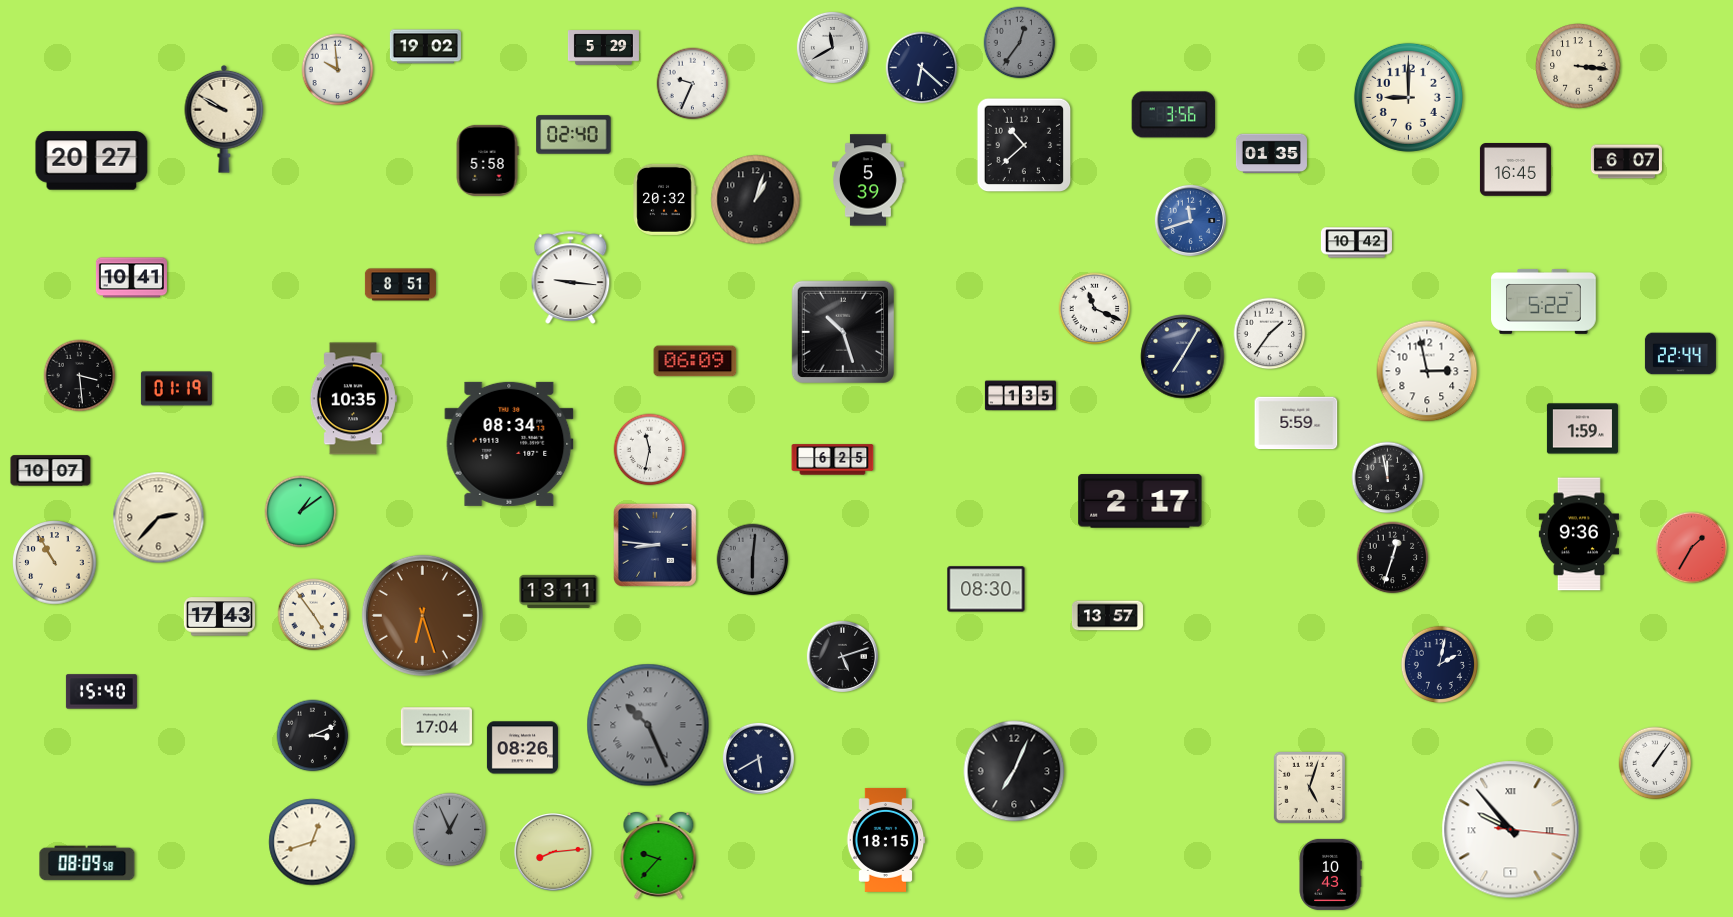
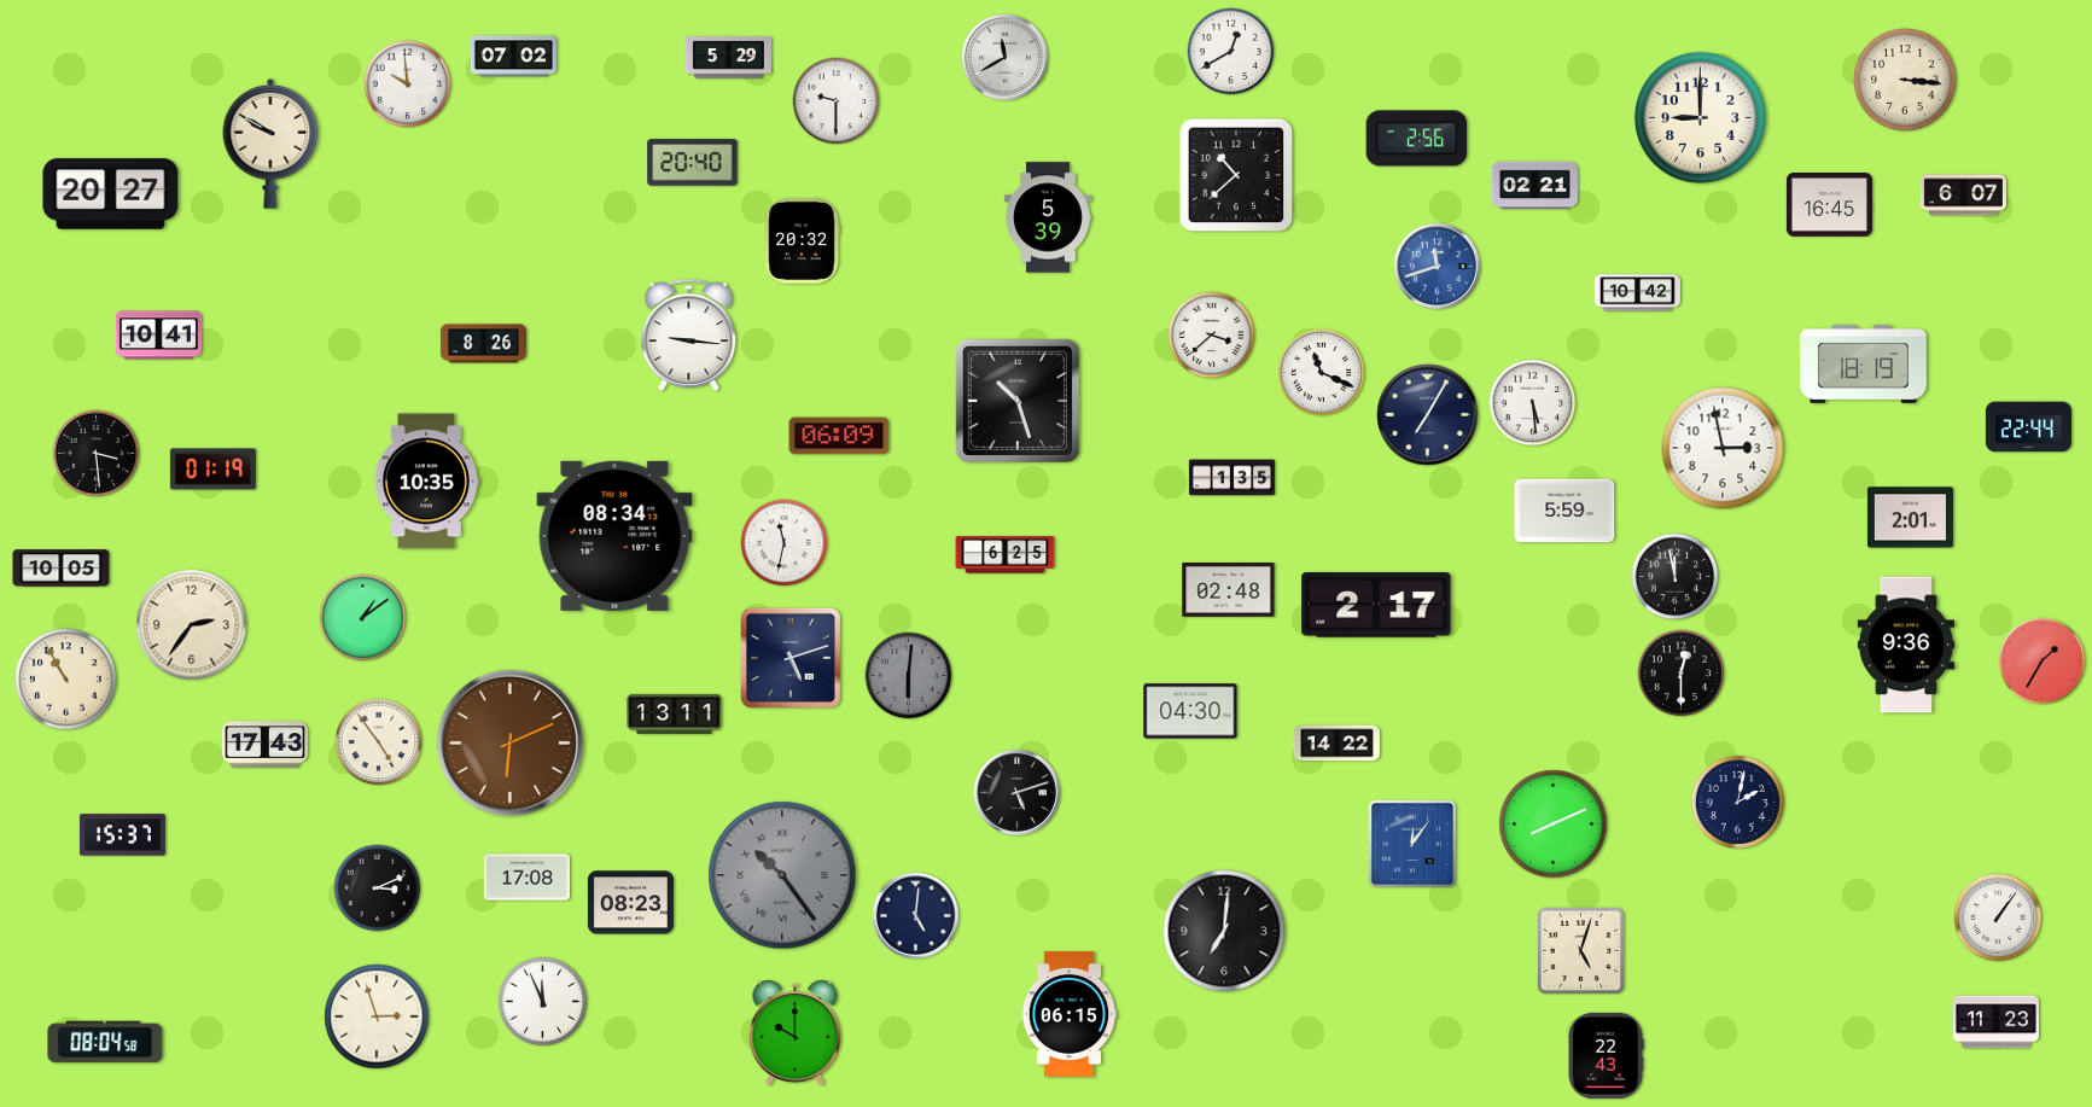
clock at (1020, 43): 12:36 -> 12:40
clock at (1020, 43) dial: grey -> white
clock at (425, 47): 19:02 -> 07:02
clock at (922, 68): 6:22 -> none
clock at (693, 84): 9:34 -> 9:30
clock at (1174, 115): 3:56 -> 2:56
clock at (574, 135): 02:40 -> 20:40
clock at (1271, 154): 01:35 -> 02:21
clock at (487, 160): 5:58 -> none
clock at (756, 200): 1:03 -> none
clock at (1212, 336): none -> 3:38
clock at (400, 285): 8:51 -> 8:26
clock at (1544, 301): 5:22 -> 18:19
clock at (1270, 334): 1:36 -> 5:29
clock at (1183, 357) position: (1183, 357) -> (1428, 415)
clock at (1582, 429): 1:59 -> 2:01
clock at (51, 471): 10:07 -> 10:05
clock at (1229, 590): none -> 02:48
clock at (159, 518): 2:37 -> 2:36
clock at (655, 545): 8:46 -> 5:12
clock at (1393, 558): 12:33 -> 12:30
clock at (986, 589): 08:30 -> 04:30
clock at (422, 615): 6:27 -> 6:11
clock at (1107, 616): 13:57 -> 14:22
clock at (1554, 825): none -> 8:11
clock at (101, 692): 15:40 -> 15:37
clock at (1412, 844): none -> 12:06
clock at (648, 725): 10:26 -> 10:24
clock at (436, 727): 17:04 -> 17:08
clock at (522, 748): 08:26 -> 08:23
clock at (758, 758): 5:40 -> 5:01
clock at (1655, 763) position: (1655, 763) -> (1998, 917)
clock at (1014, 771): 7:04 -> 7:01
clock at (450, 830): 12:56 -> 11:56
clock at (450, 830) dial: grey -> white
clock at (1511, 830): 9:53 -> none
clock at (886, 840): 18:15 -> 06:15
clock at (312, 842): 12:42 -> 2:57
clock at (1995, 1022): none -> 11:23
clock at (553, 852): 8:14 -> none
clock at (659, 855): 9:37 -> 10:00
clock at (87, 863): 08:09 -> 08:04
clock at (1330, 874): 10:43 -> 22:43
